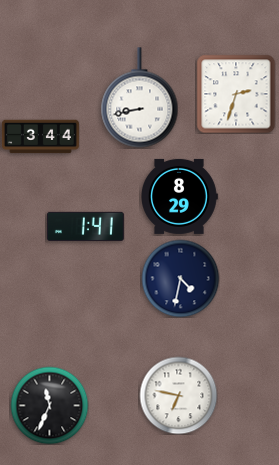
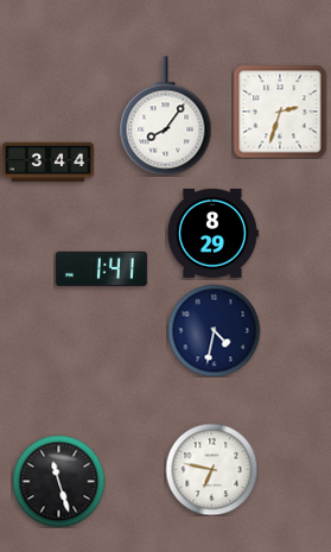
clock at (140, 98): 8:43 -> 8:06
clock at (49, 405): 11:34 -> 11:27
